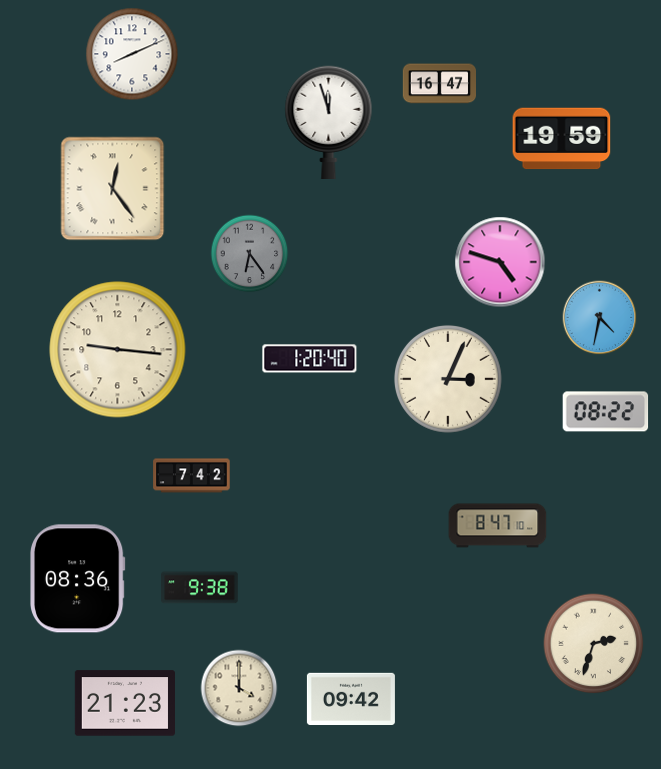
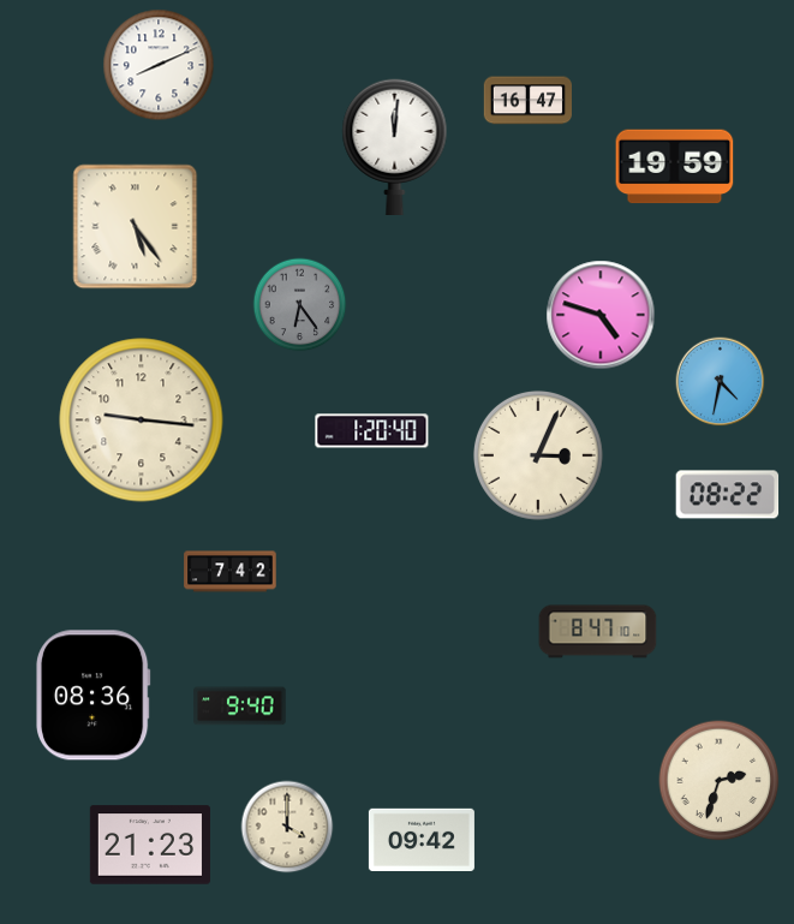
clock at (329, 122): 11:57 -> 12:01
clock at (113, 189): 12:24 -> 5:24
clock at (200, 588): 9:38 -> 9:40
clock at (594, 644) position: (594, 644) -> (720, 781)
